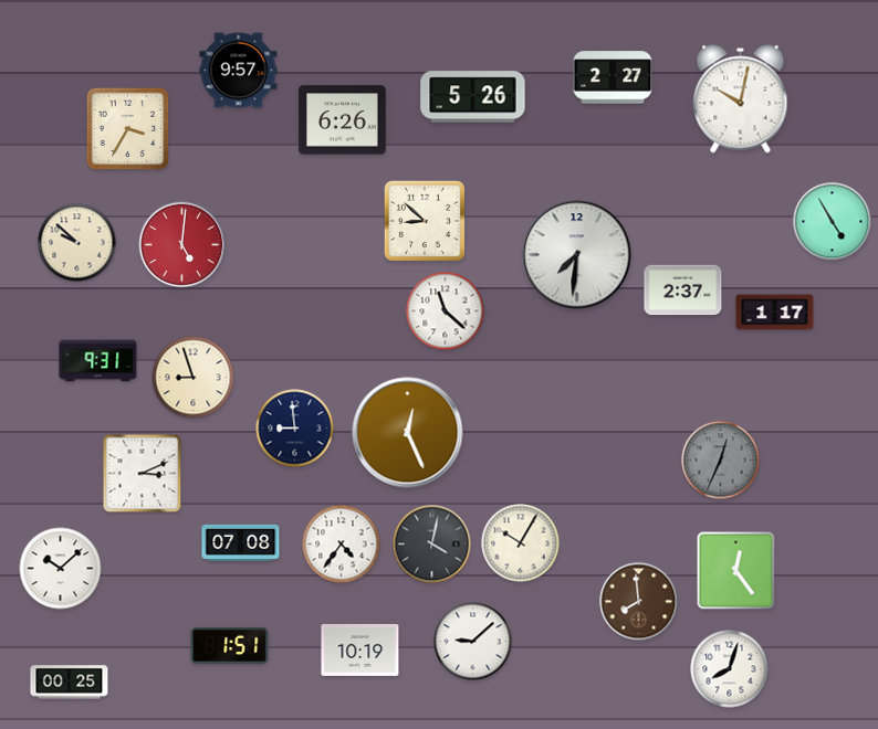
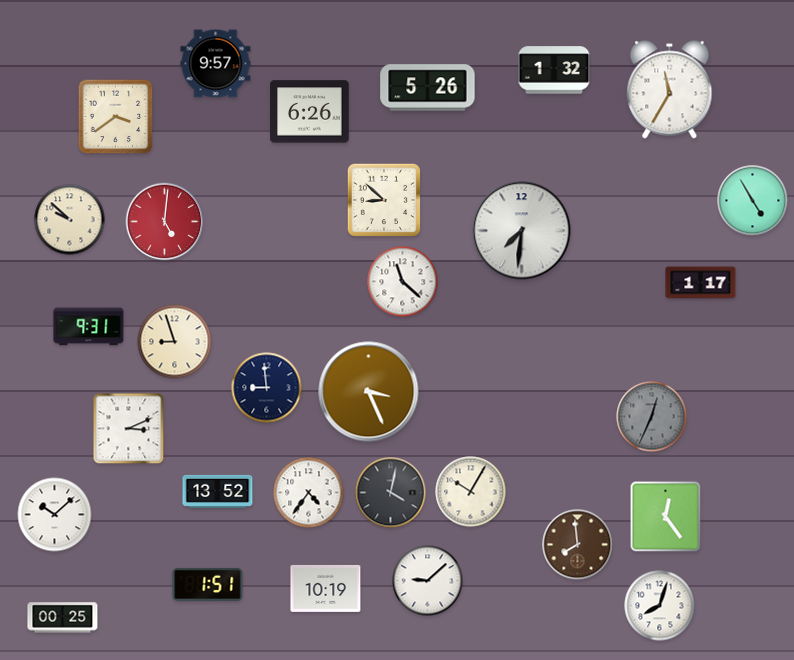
clock at (613, 77): 2:27 -> 1:32
clock at (741, 99): 10:02 -> 11:35
clock at (343, 120) position: (343, 120) -> (310, 112)
clock at (128, 129): 3:35 -> 3:39
clock at (683, 290): 2:37 -> none
clock at (408, 433): 12:26 -> 3:26
clock at (241, 542): 07:08 -> 13:52
